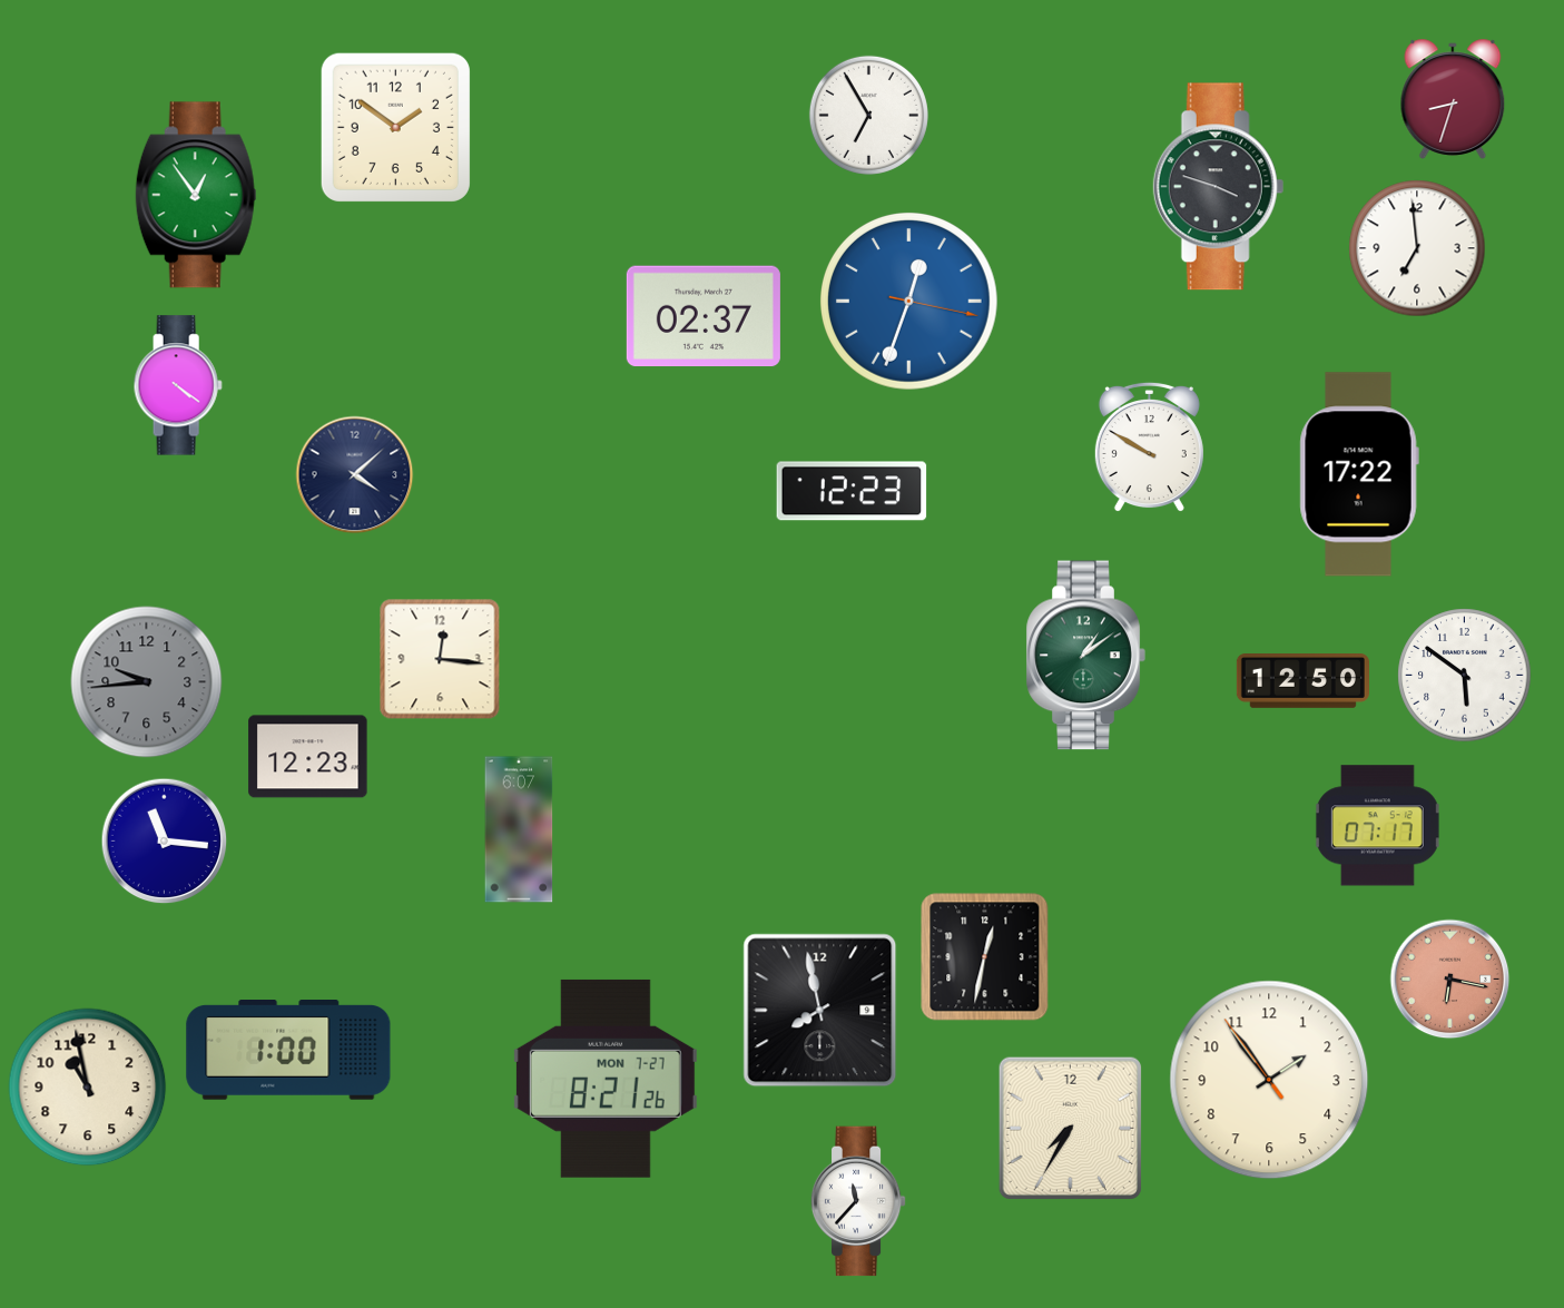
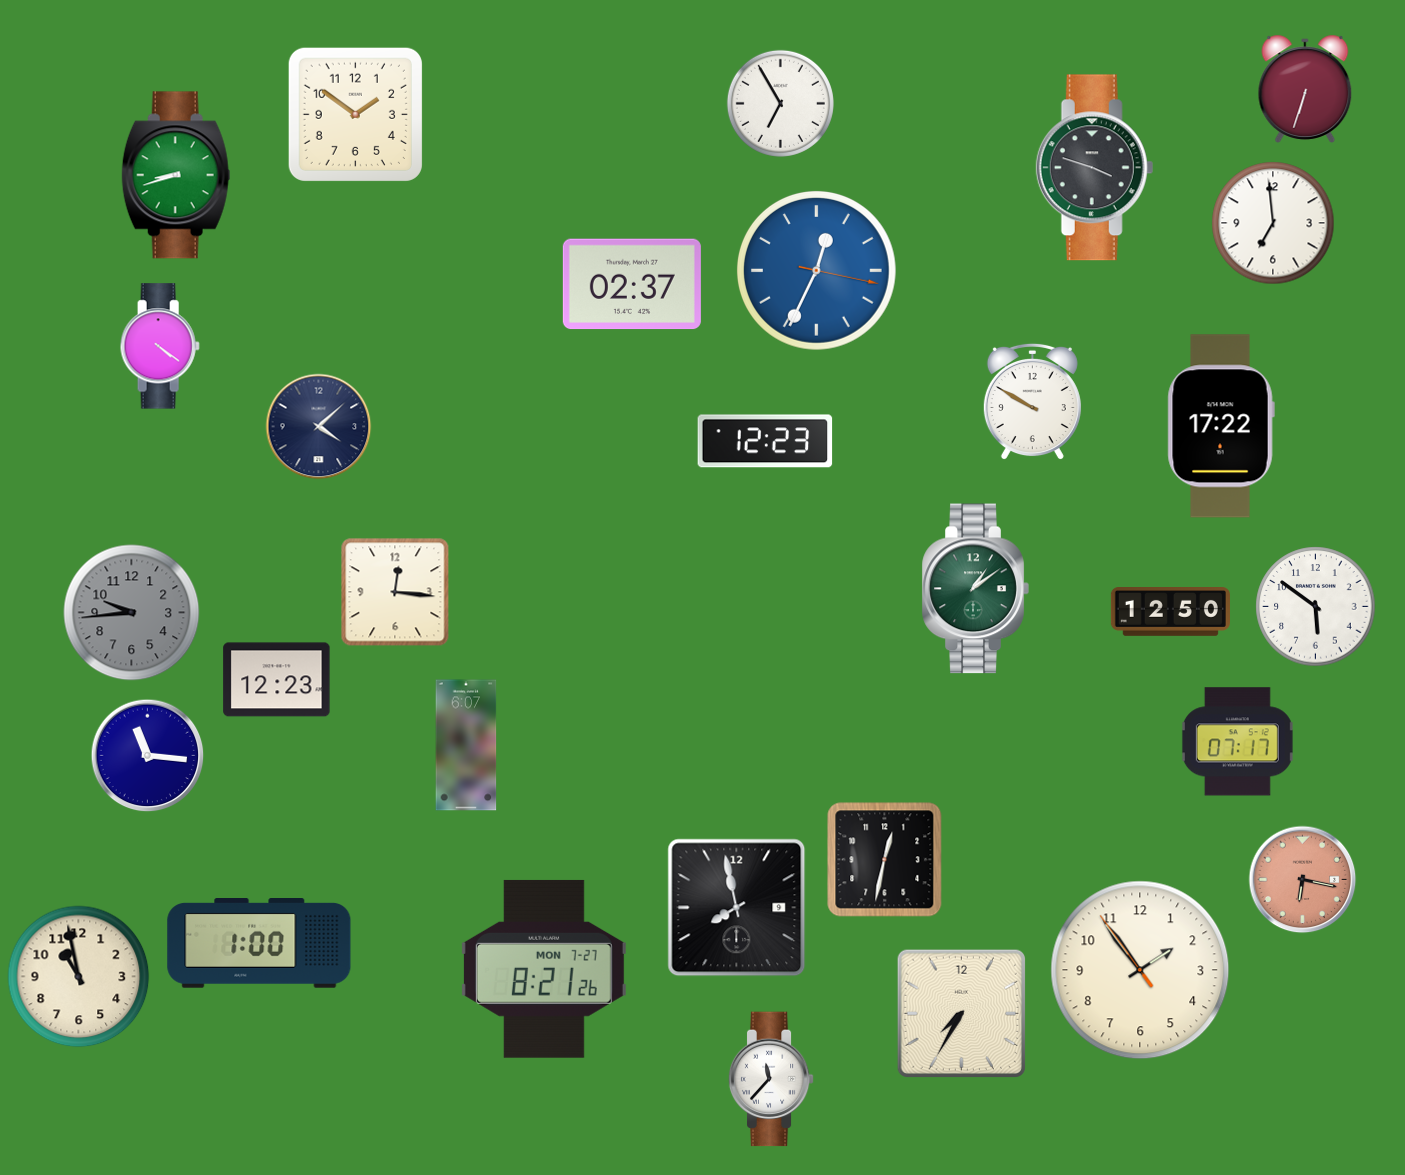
clock at (1453, 99): 8:33 -> 6:33
clock at (196, 195): 12:54 -> 8:42
clock at (909, 302): 12:33 -> 12:34
